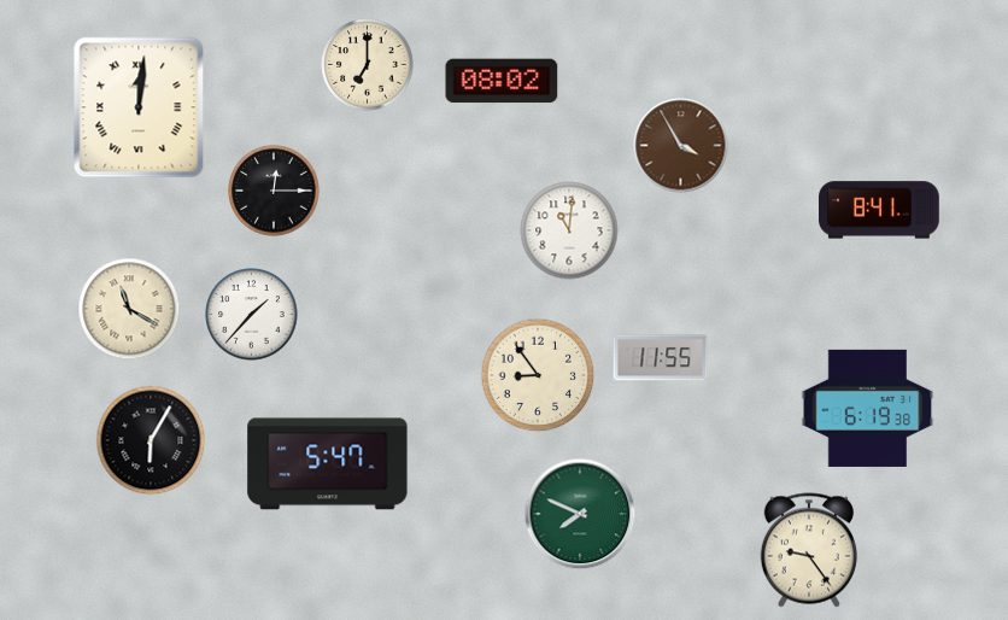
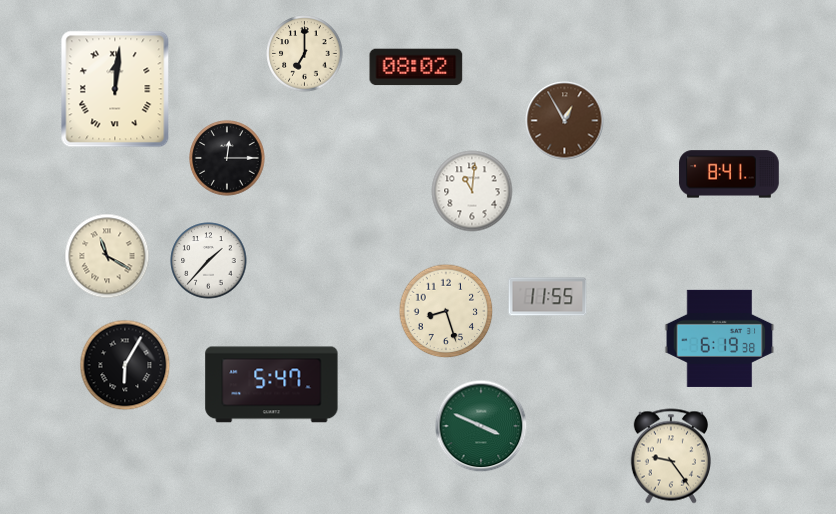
clock at (681, 146): 3:55 -> 12:55
clock at (538, 375): 8:54 -> 8:27
clock at (580, 514): 7:49 -> 3:49
